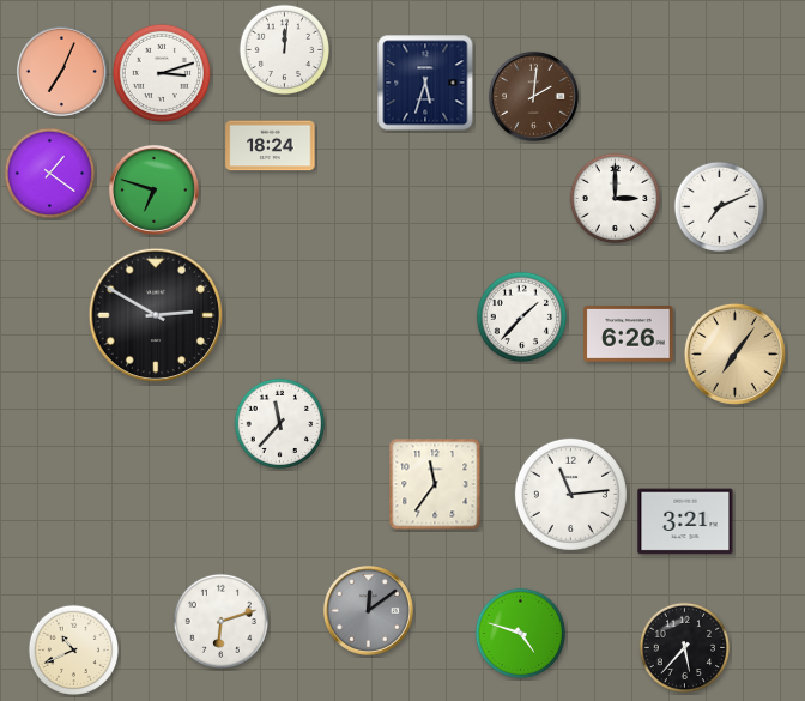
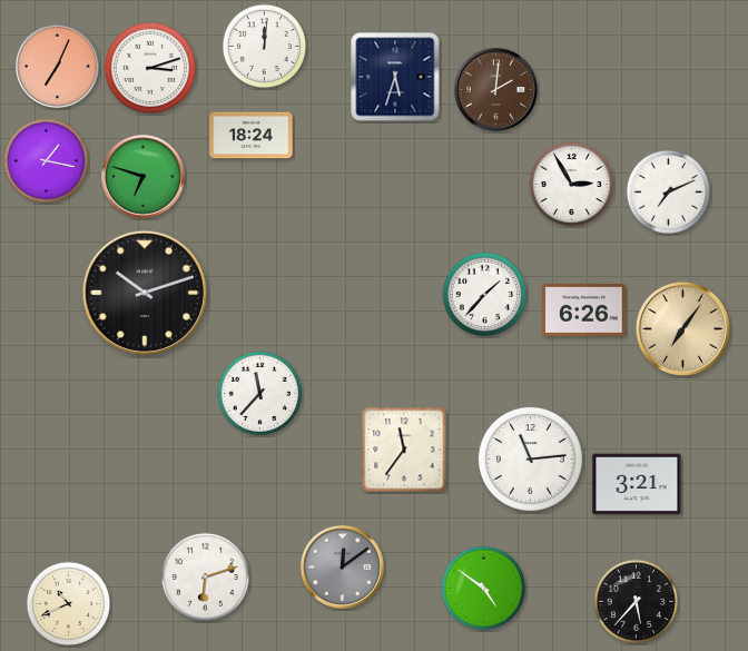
clock at (50, 174): 1:21 -> 1:17
clock at (616, 199): 3:00 -> 2:55
clock at (156, 315): 2:50 -> 10:12
clock at (521, 634): 4:48 -> 4:51
